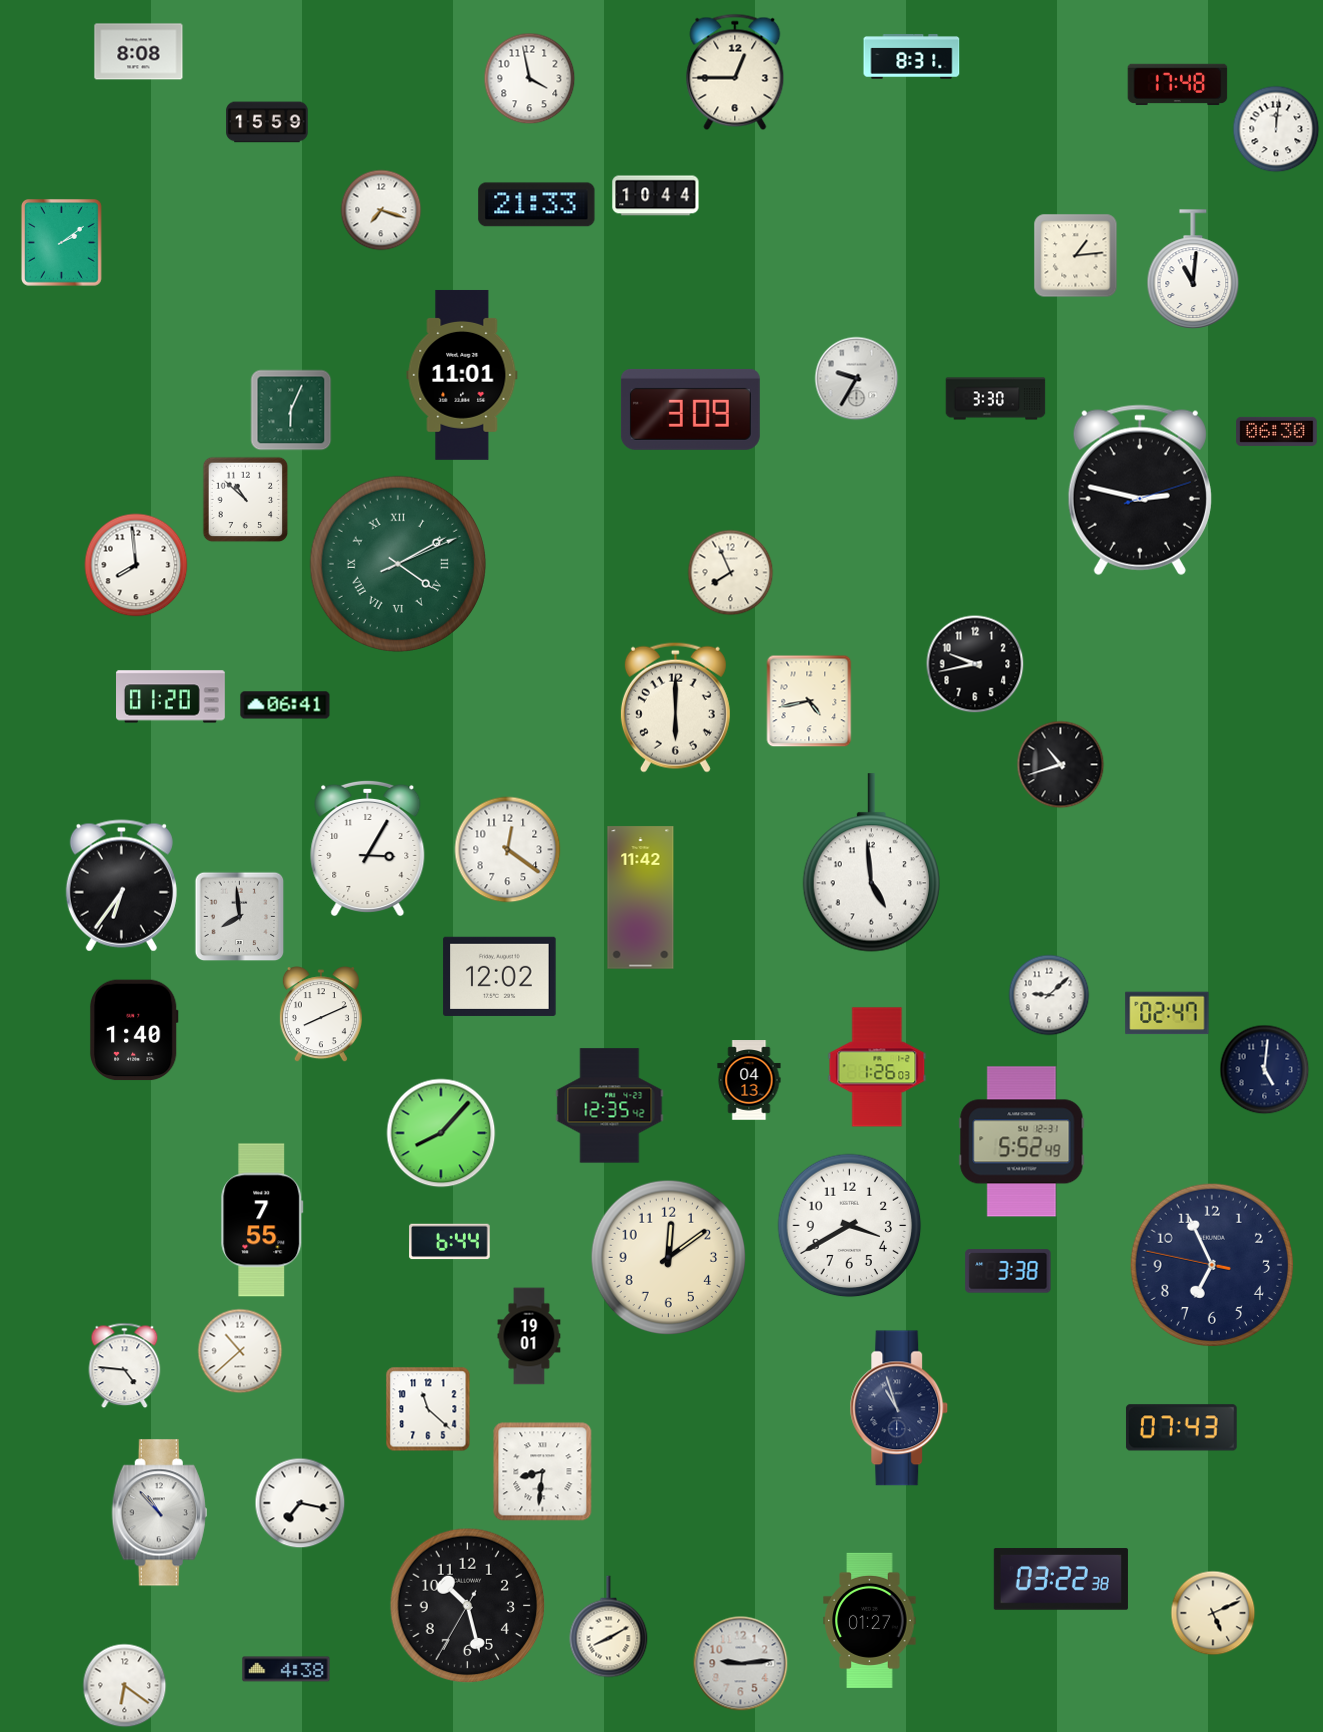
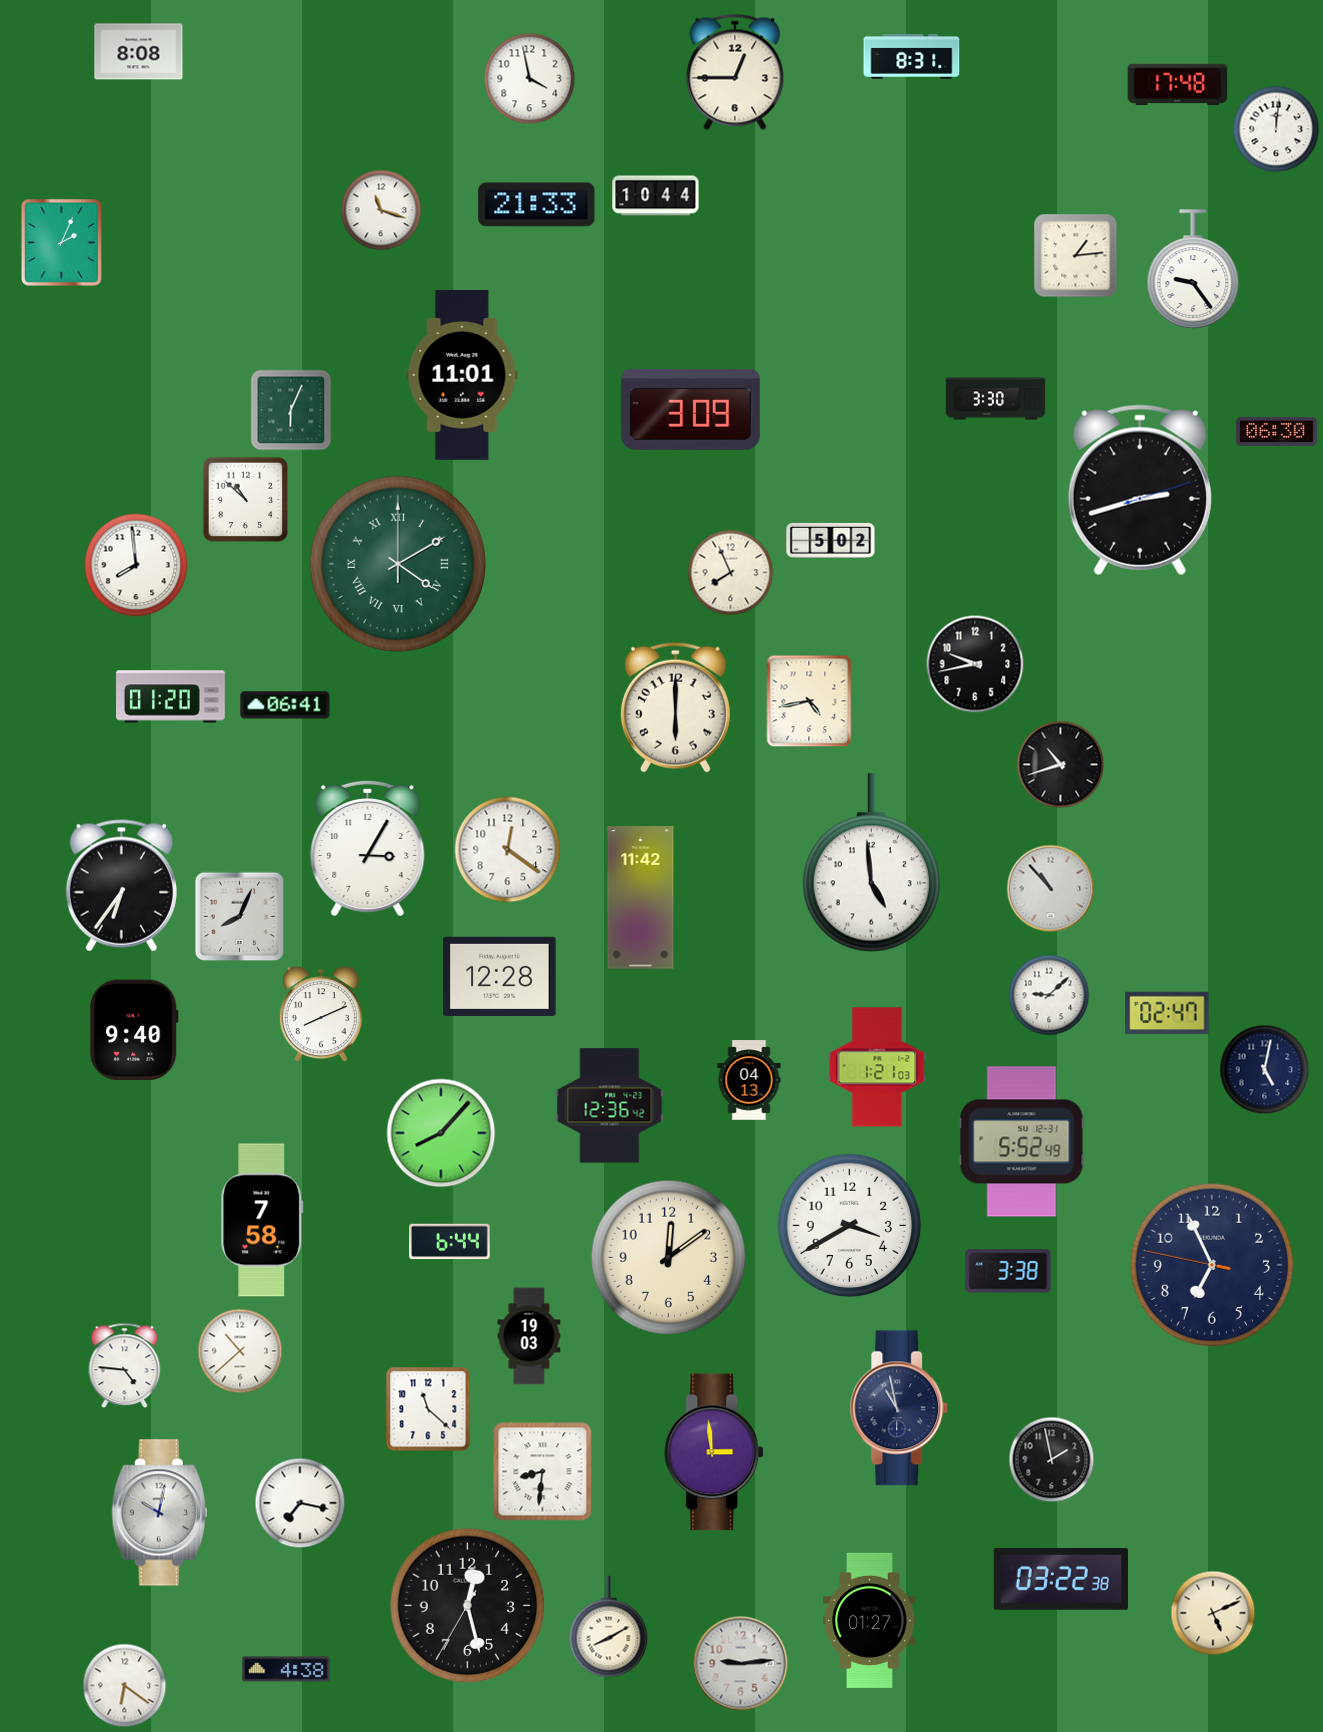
clock at (267, 122): 15:59 -> none
clock at (381, 210): 7:18 -> 11:18
clock at (62, 243): 2:09 -> 2:04
clock at (1193, 269): 11:01 -> 9:24
clock at (857, 379): 9:35 -> none
clock at (1140, 490): 2:47 -> 2:42
clock at (831, 540): none -> 5:02
clock at (398, 564): 4:10:11 -> 4:10:00
clock at (1051, 889): none -> 10:53
clock at (240, 917): 7:59 -> 8:04
clock at (500, 976): 12:02 -> 12:28
clock at (134, 1030): 1:40 -> 9:40
clock at (877, 1067): 1:26 -> 1:21
clock at (1265, 1070): 5:01 -> 5:02
clock at (610, 1106): 12:35 -> 12:36
clock at (262, 1220): 7:55 -> 7:58
clock at (529, 1336): 19:01 -> 19:03
clock at (899, 1408): 10:57 -> 10:58
clock at (1181, 1428): 07:43 -> none
clock at (715, 1452): none -> 2:59
clock at (1052, 1460): none -> 1:58
clock at (159, 1513): 10:53 -> 10:02
clock at (468, 1606): 10:27 -> 12:27
